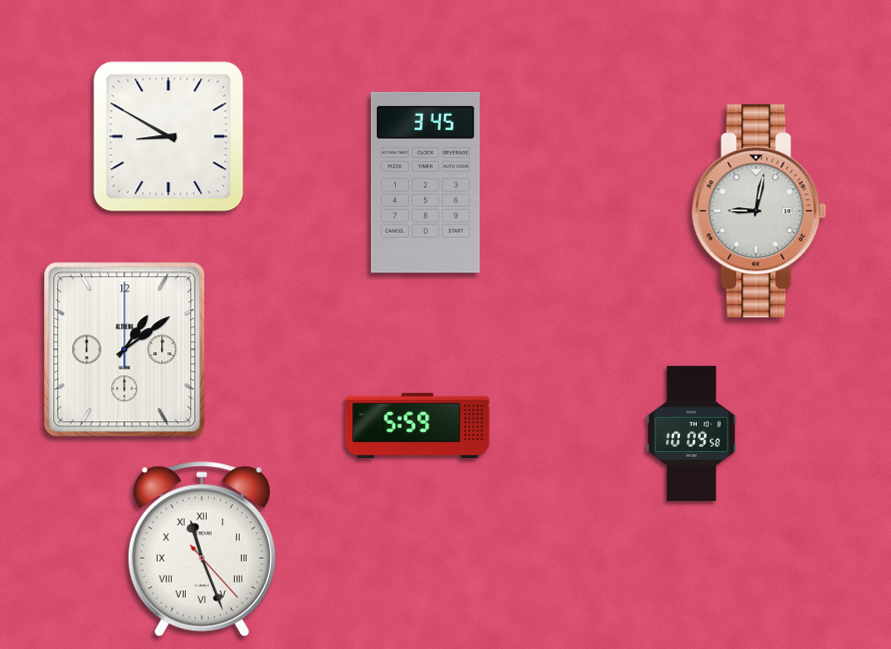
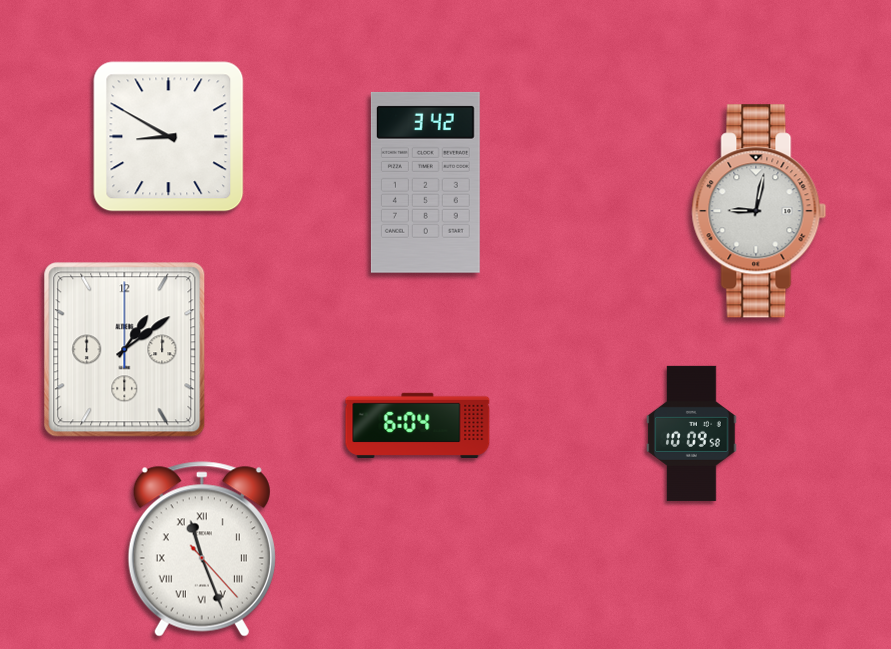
clock at (425, 182): 3:45 -> 3:42
clock at (418, 425): 5:59 -> 6:04
